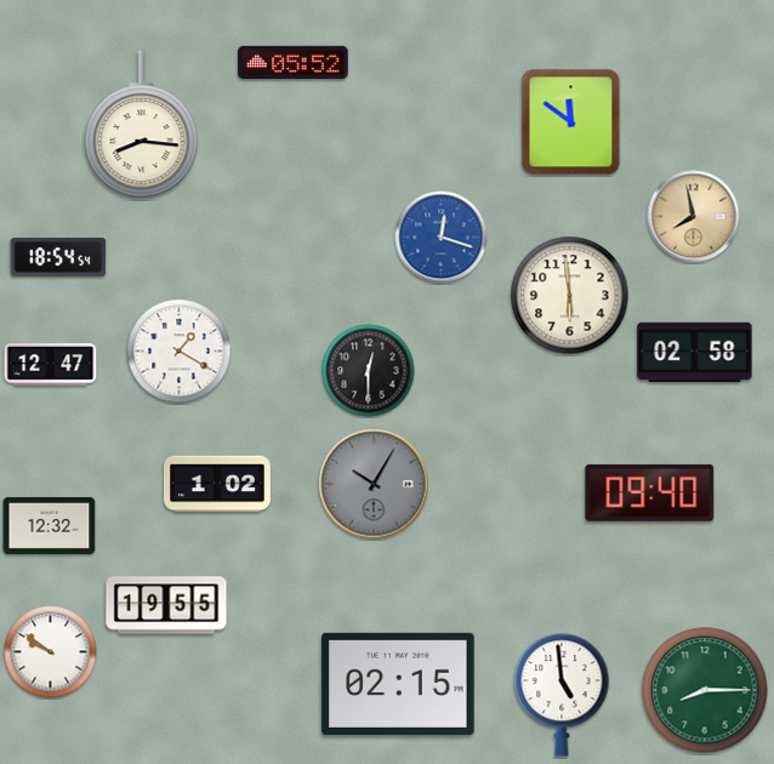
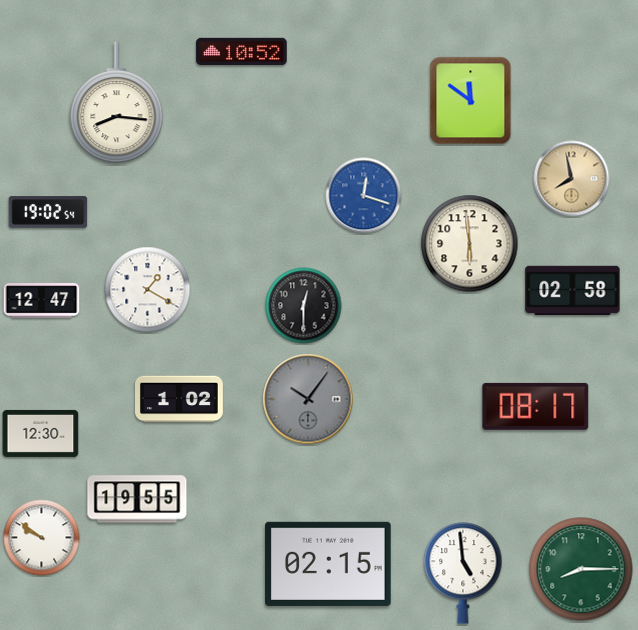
clock at (294, 63): 05:52 -> 10:52
clock at (58, 257): 18:54 -> 19:02
clock at (374, 484): 10:05 -> 10:06
clock at (650, 492): 09:40 -> 08:17
clock at (50, 525): 12:32 -> 12:30
